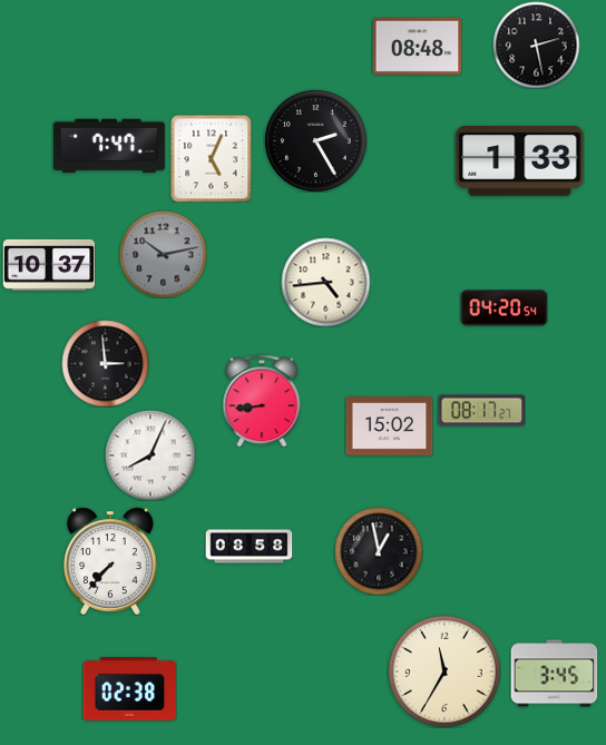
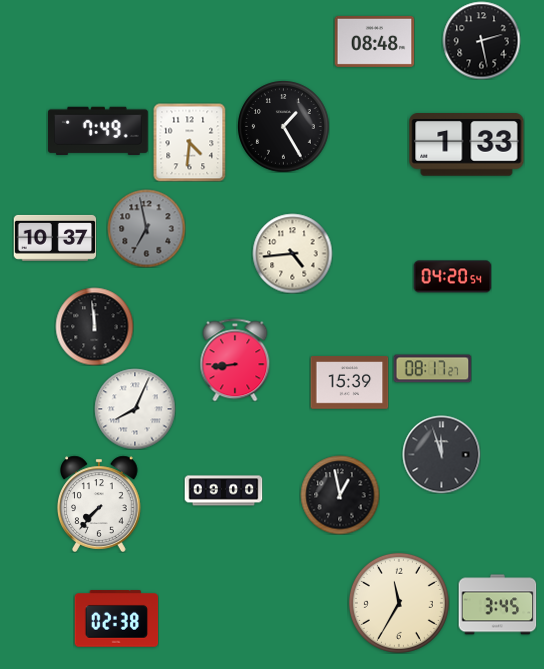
clock at (315, 140): 2:25 -> 1:25
clock at (110, 145): 7:47 -> 7:49
clock at (212, 158): 5:04 -> 4:31
clock at (163, 254): 10:13 -> 6:58
clock at (49, 265) position: (49, 265) -> (55, 238)
clock at (105, 363): 2:59 -> 11:59
clock at (389, 427): 15:02 -> 15:39
clock at (441, 454): none -> 11:57
clock at (248, 547): 08:58 -> 09:00
